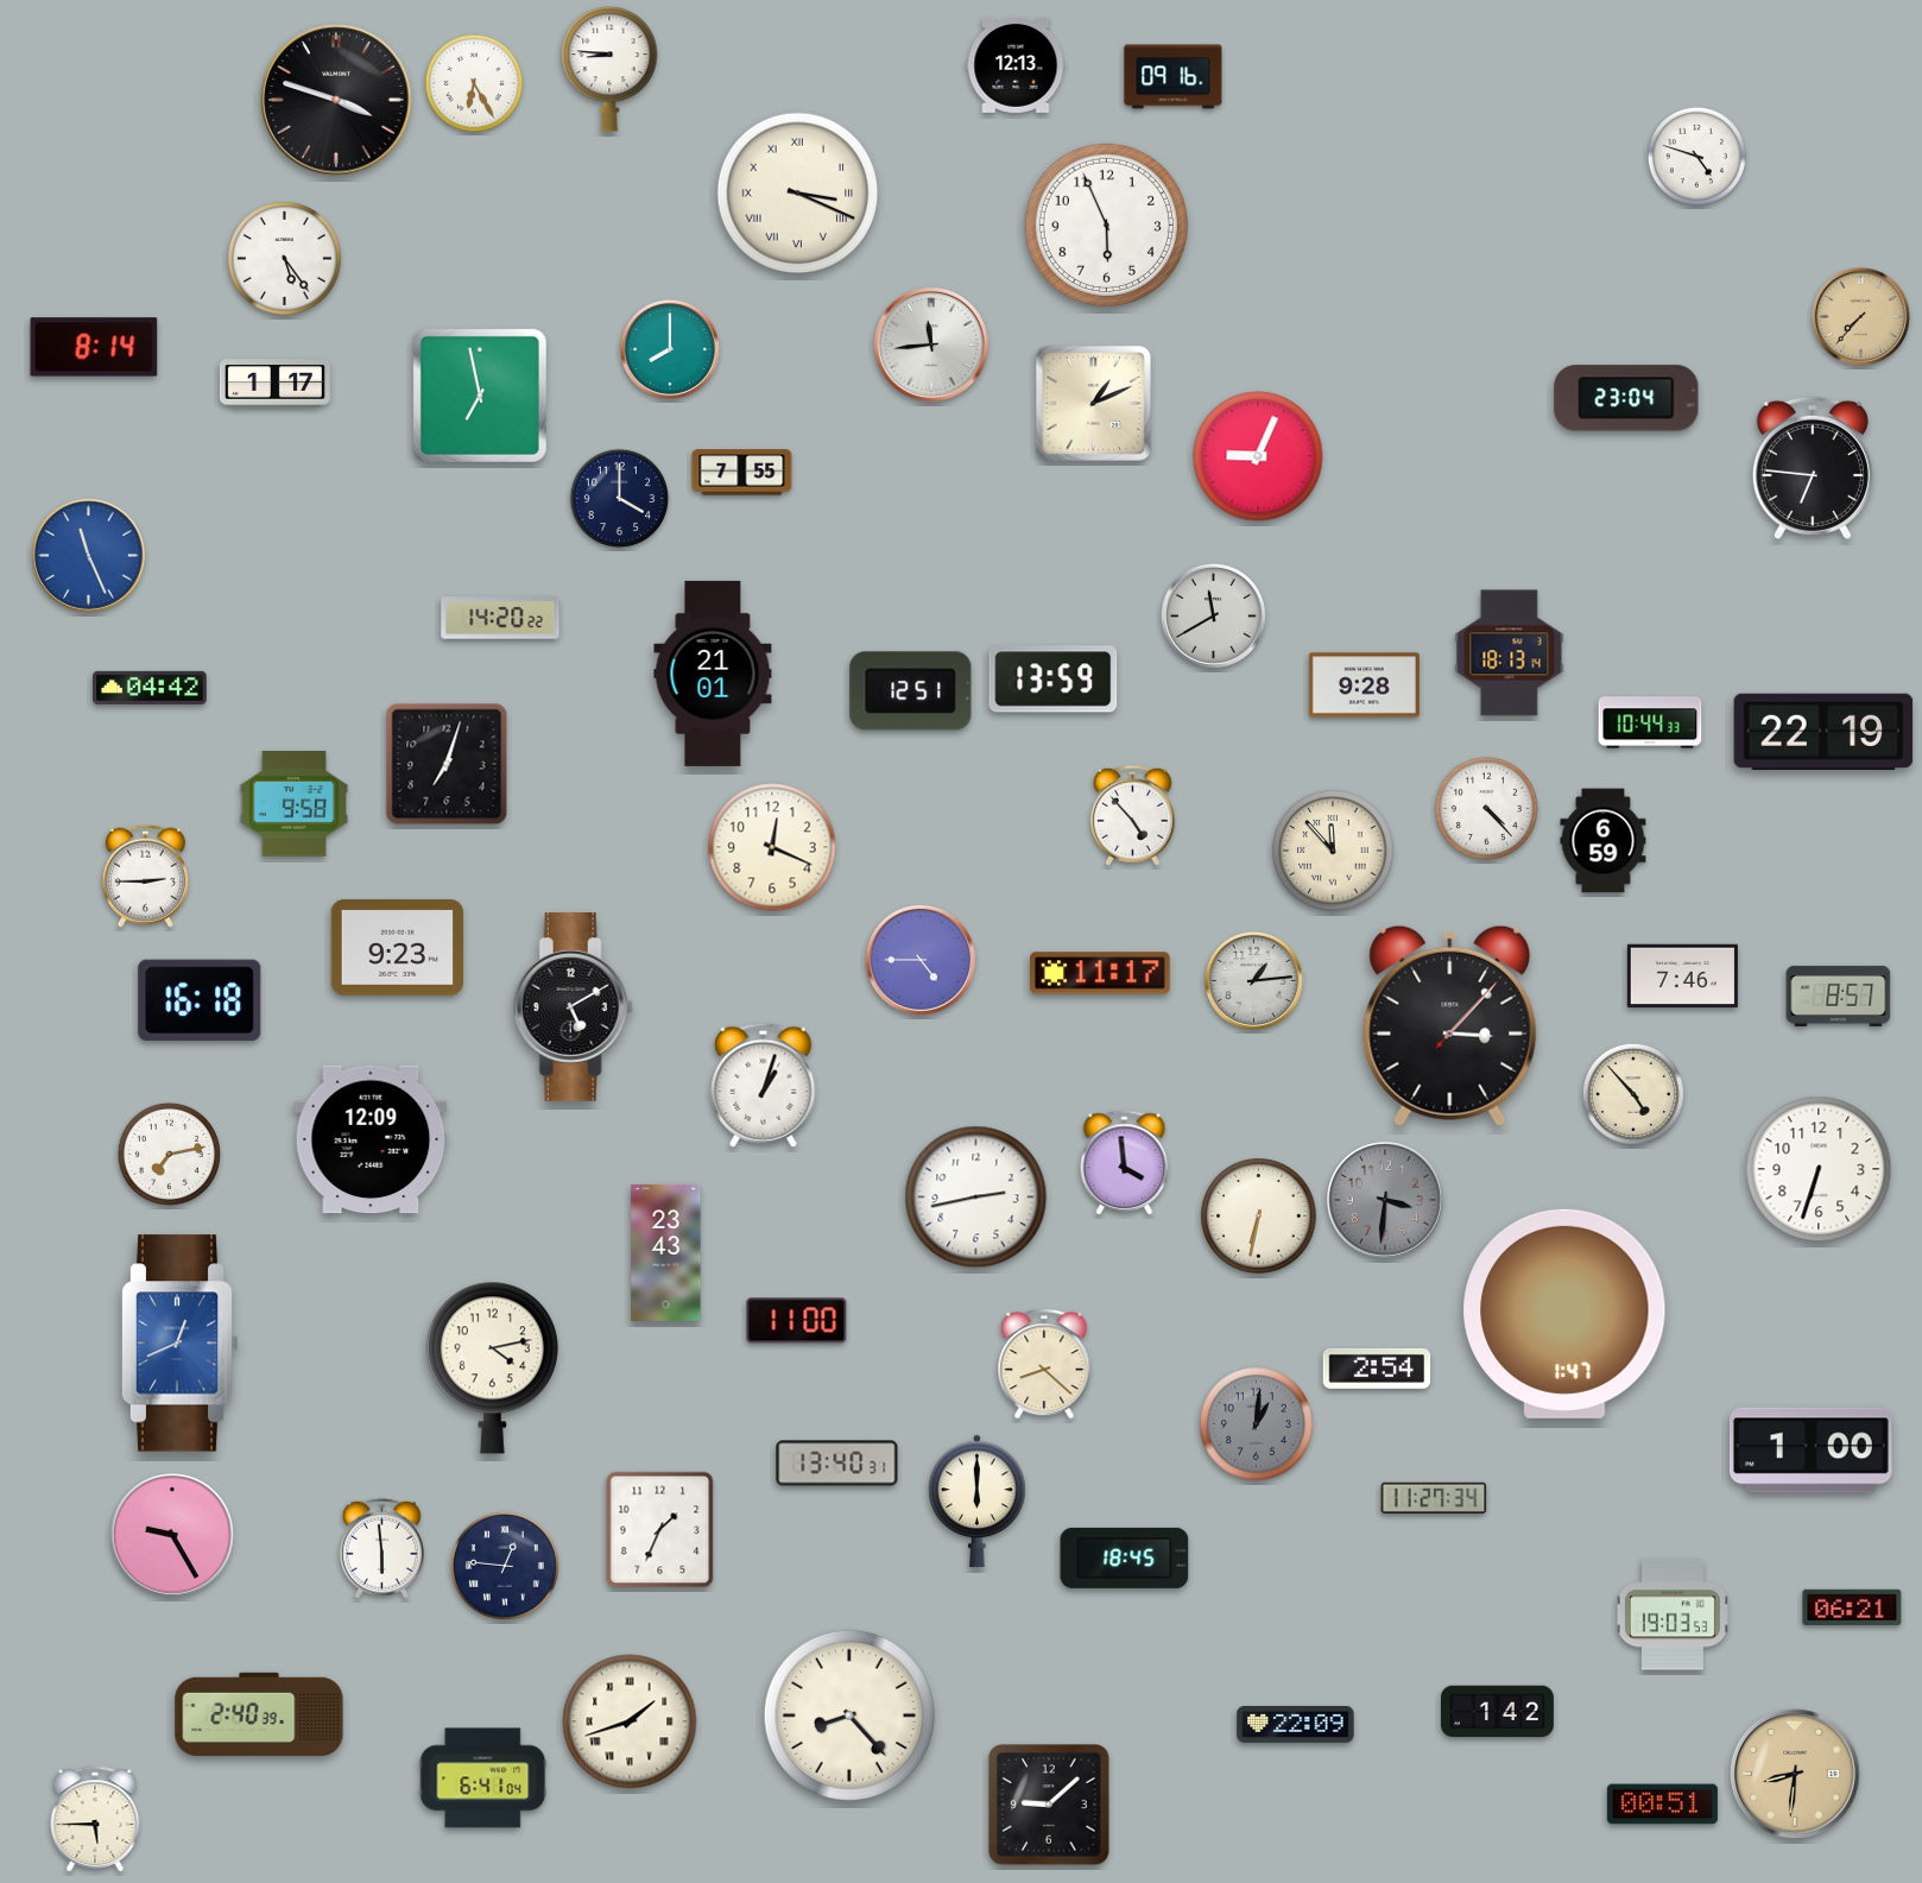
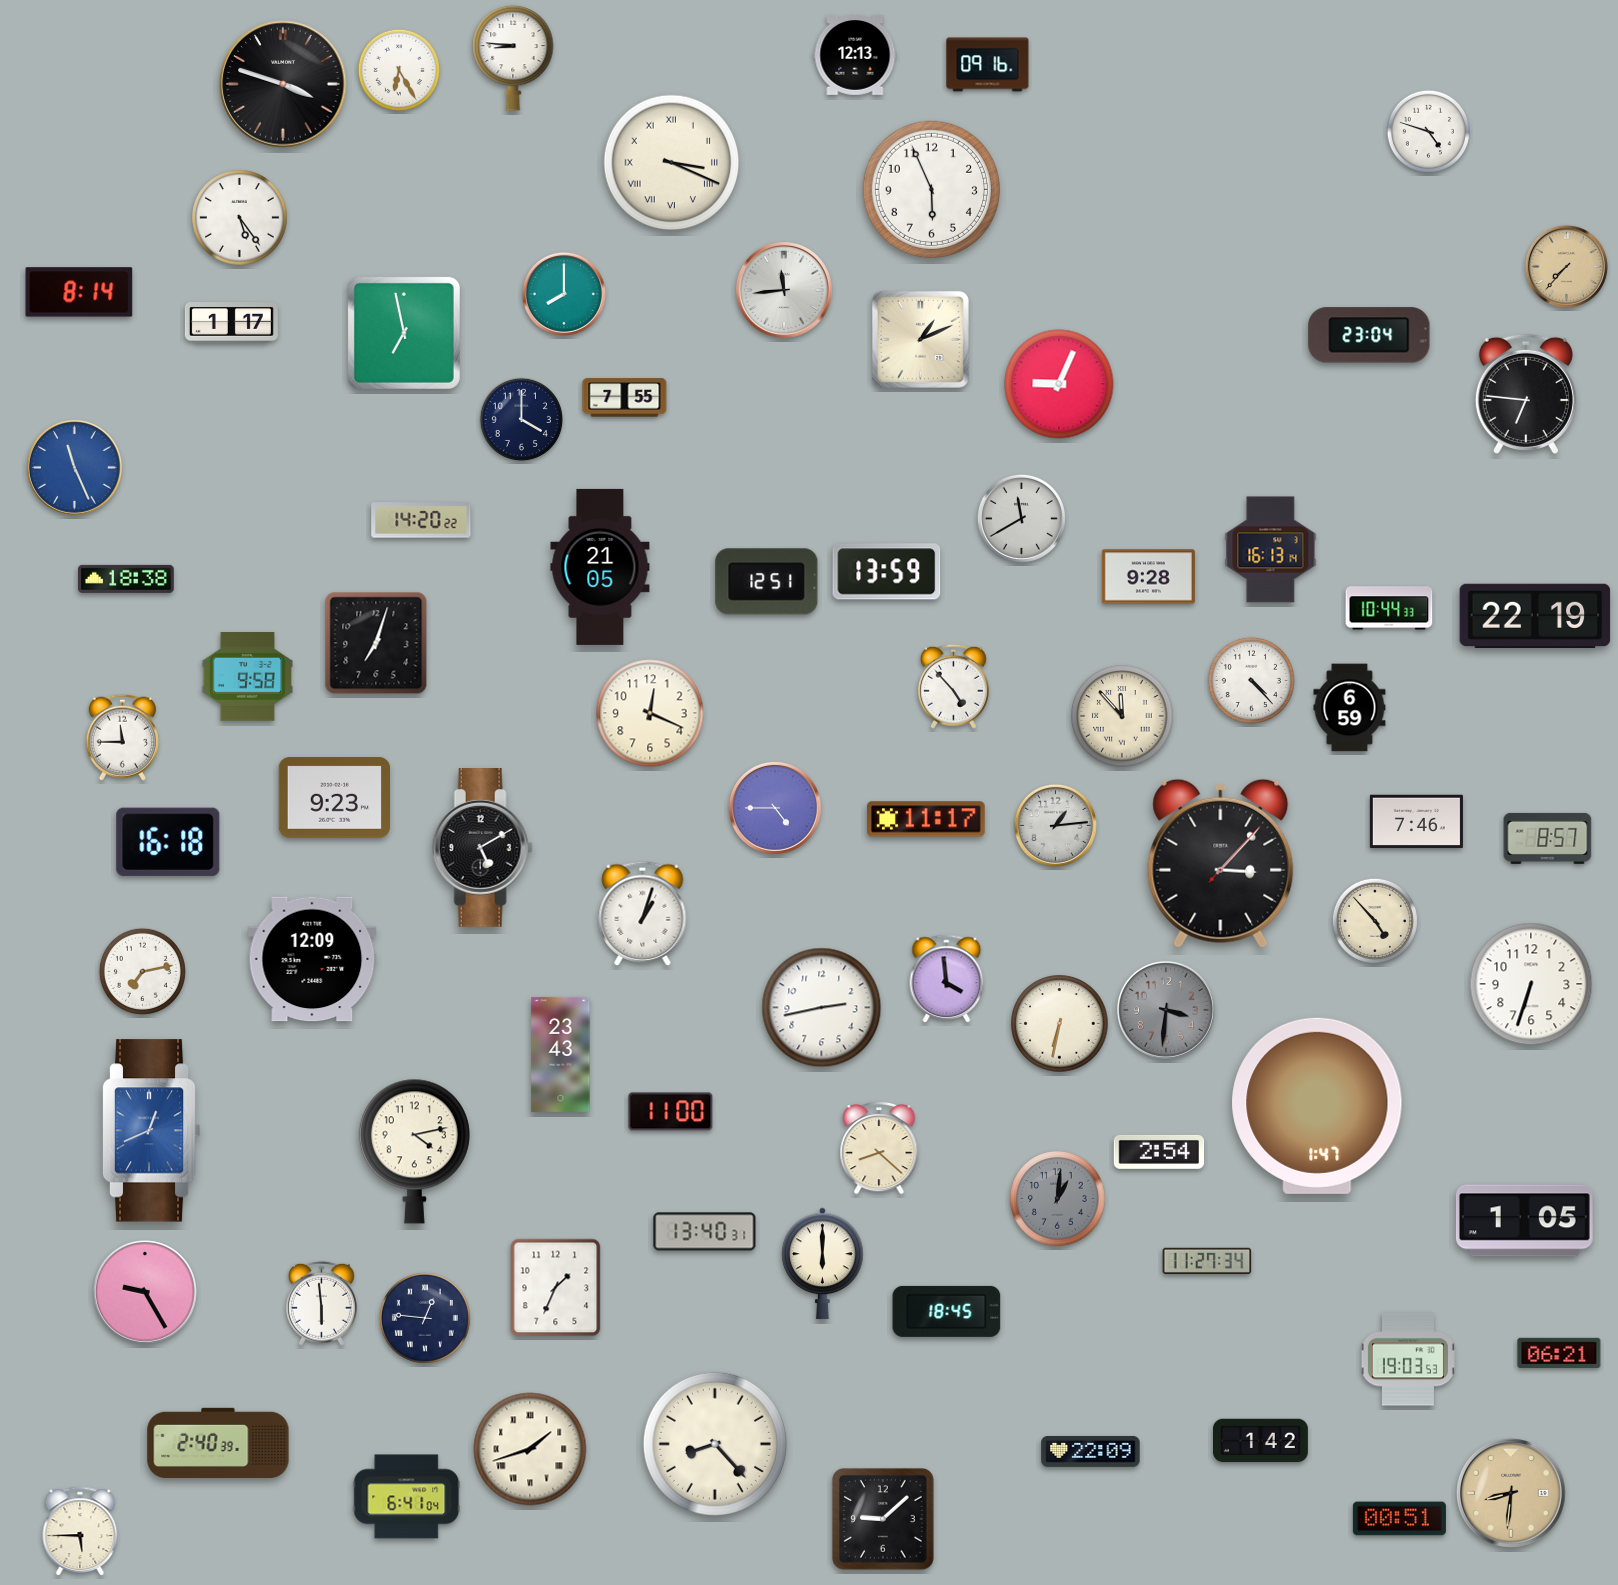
clock at (1510, 653): 18:13 -> 16:13
clock at (713, 674): 21:01 -> 21:05
clock at (151, 688): 04:42 -> 18:38
clock at (145, 876): 2:45 -> 11:45
clock at (1810, 1451): 1:00 -> 1:05
